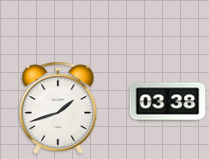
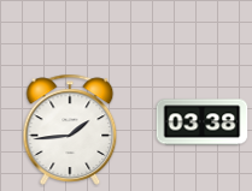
clock at (58, 108): 1:42 -> 1:44
